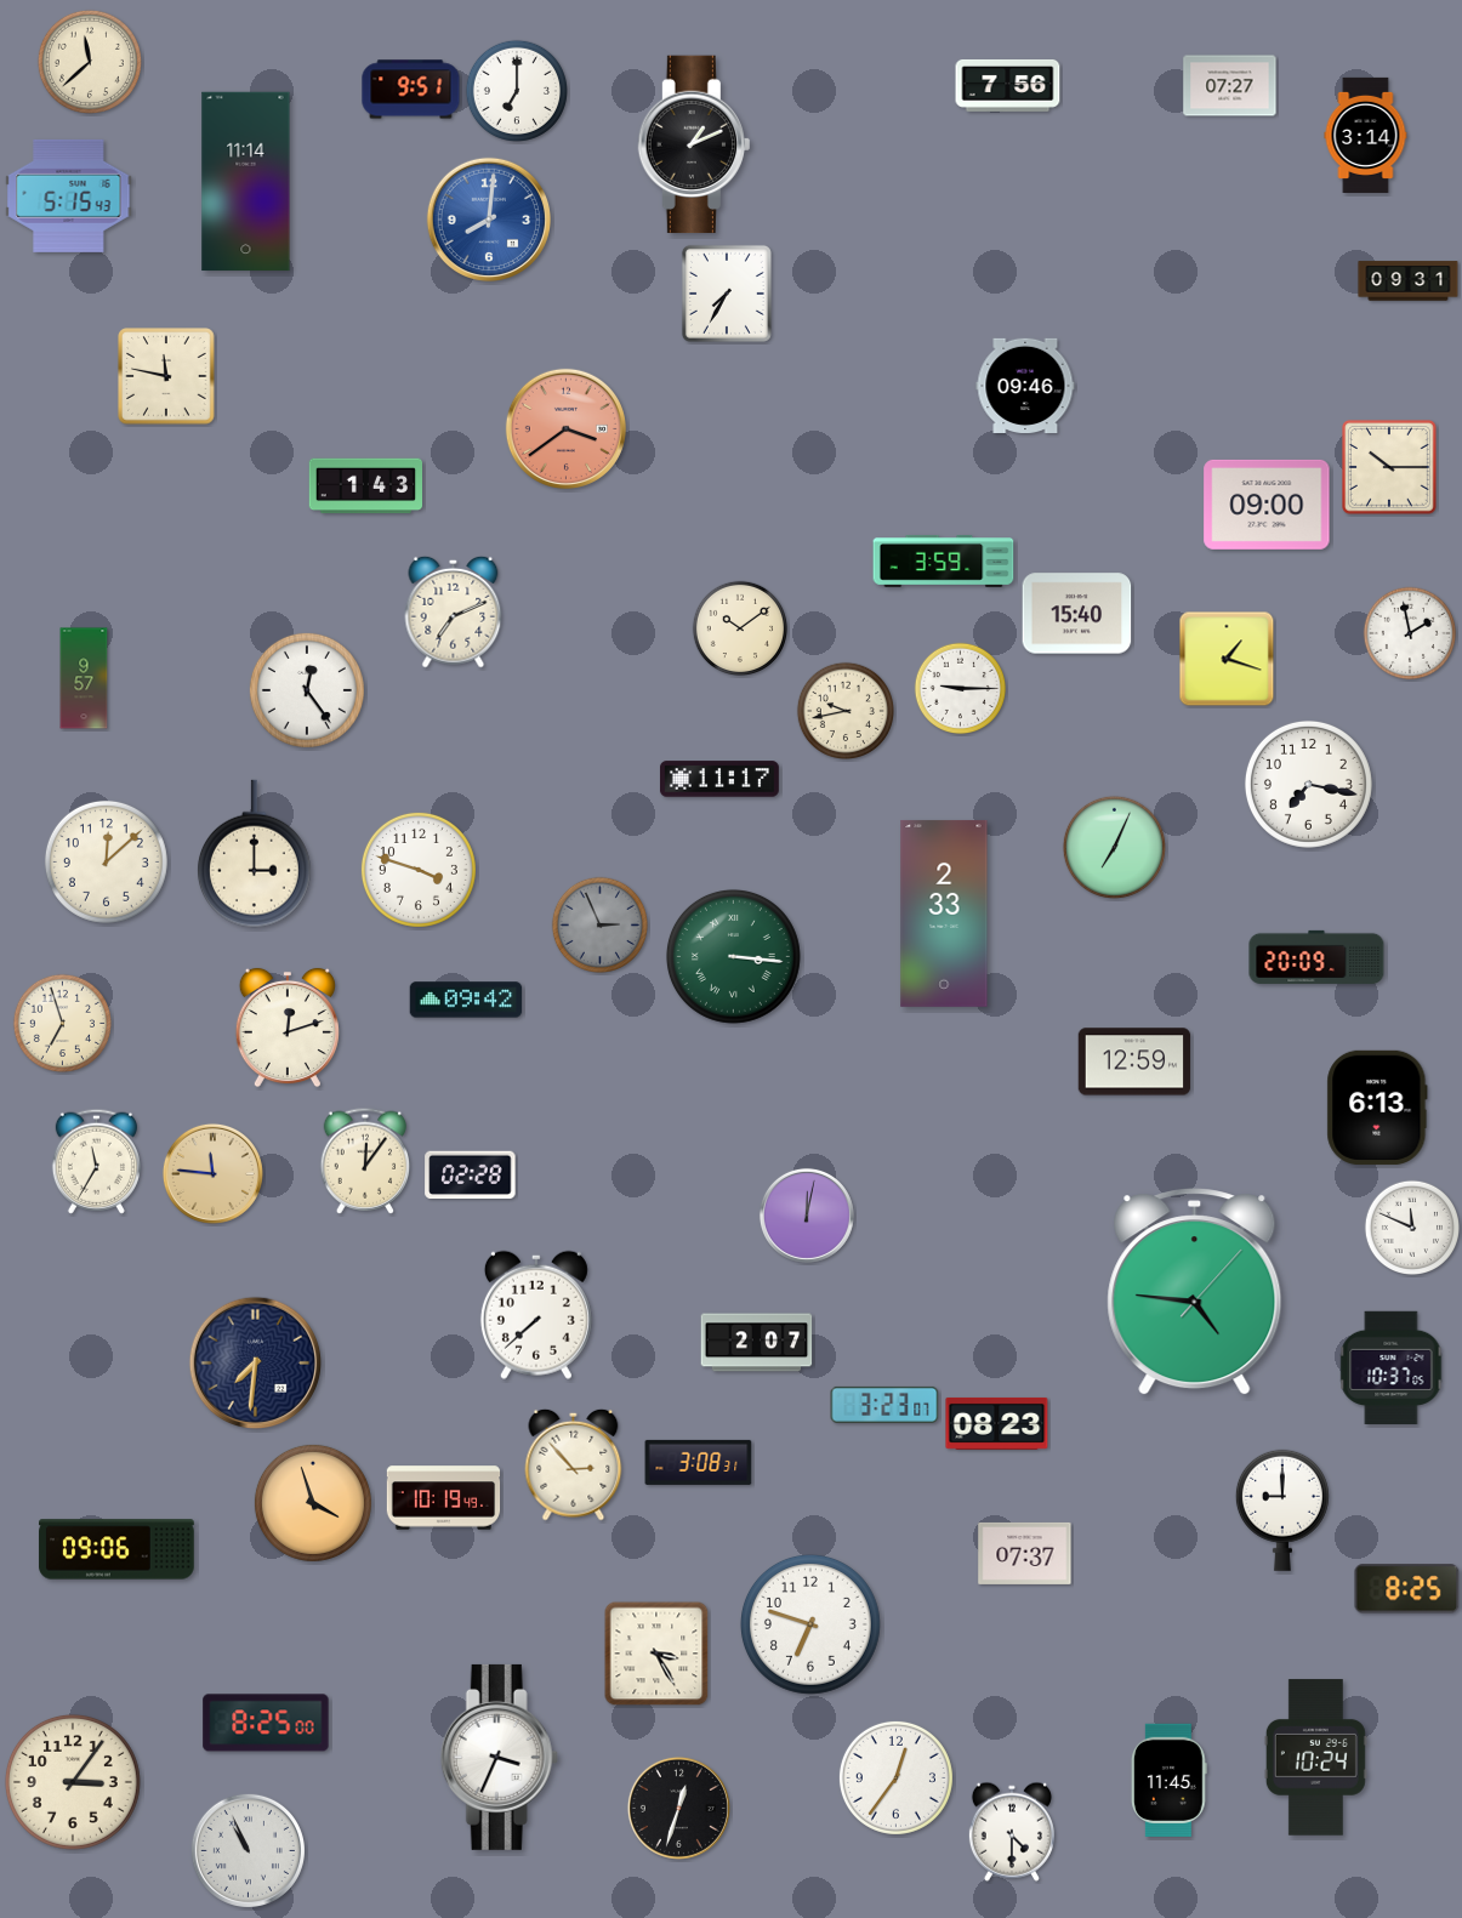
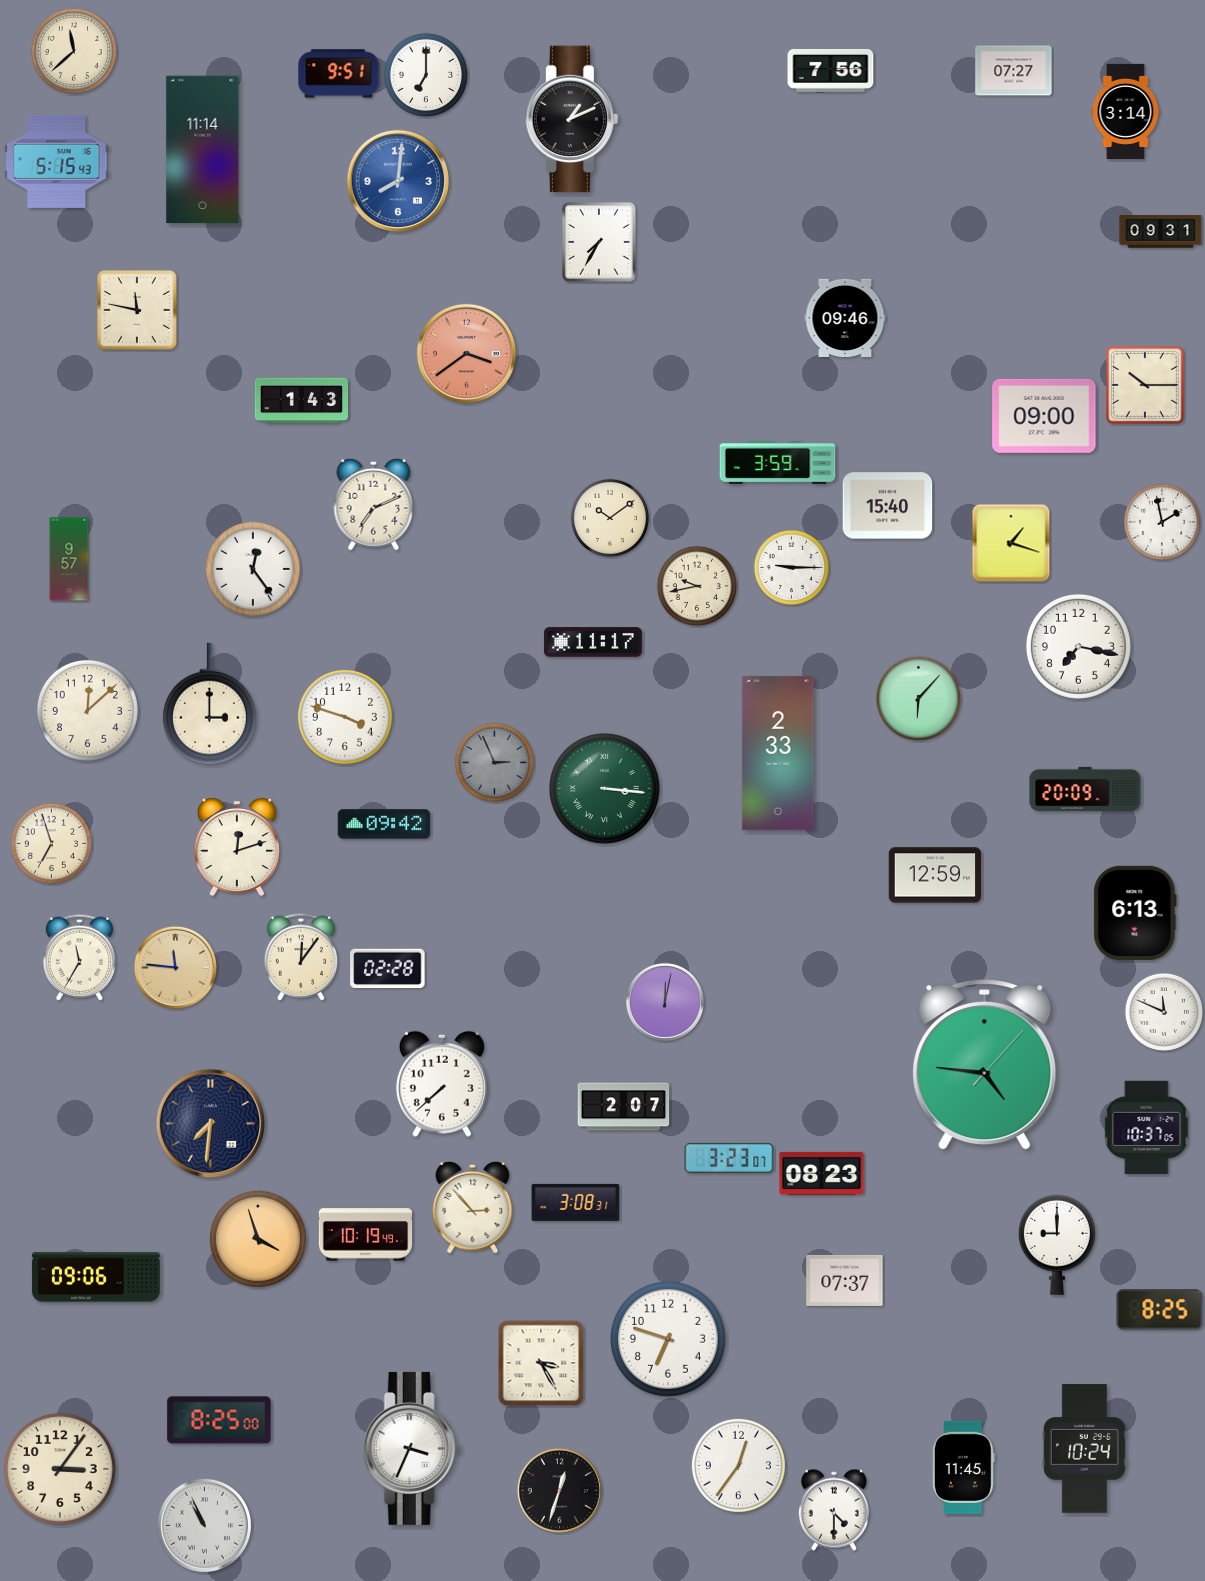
clock at (488, 218) position: (488, 218) -> (397, 180)
clock at (1114, 847): 7:04 -> 6:07
clock at (699, 1462) position: (699, 1462) -> (576, 1202)
